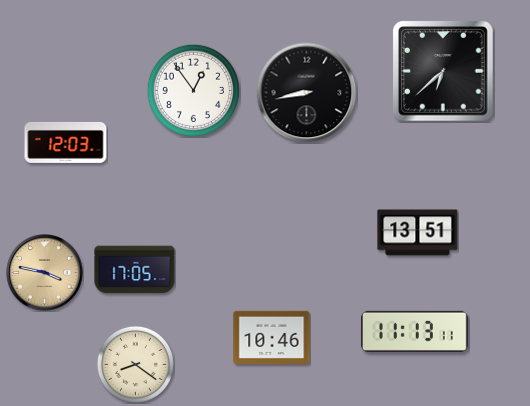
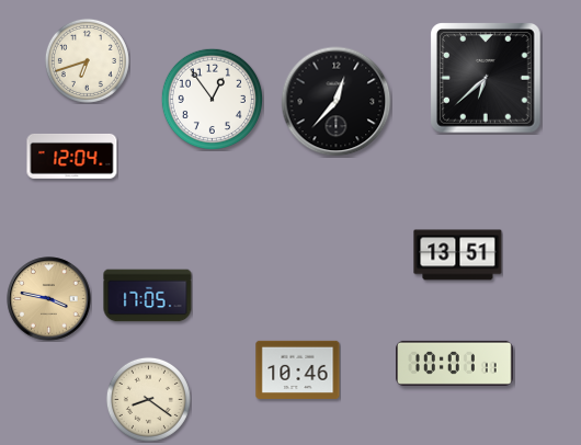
clock at (87, 60): none -> 6:42
clock at (307, 93): 8:43 -> 12:37
clock at (66, 142): 12:03 -> 12:04
clock at (415, 331): 11:13 -> 10:01
